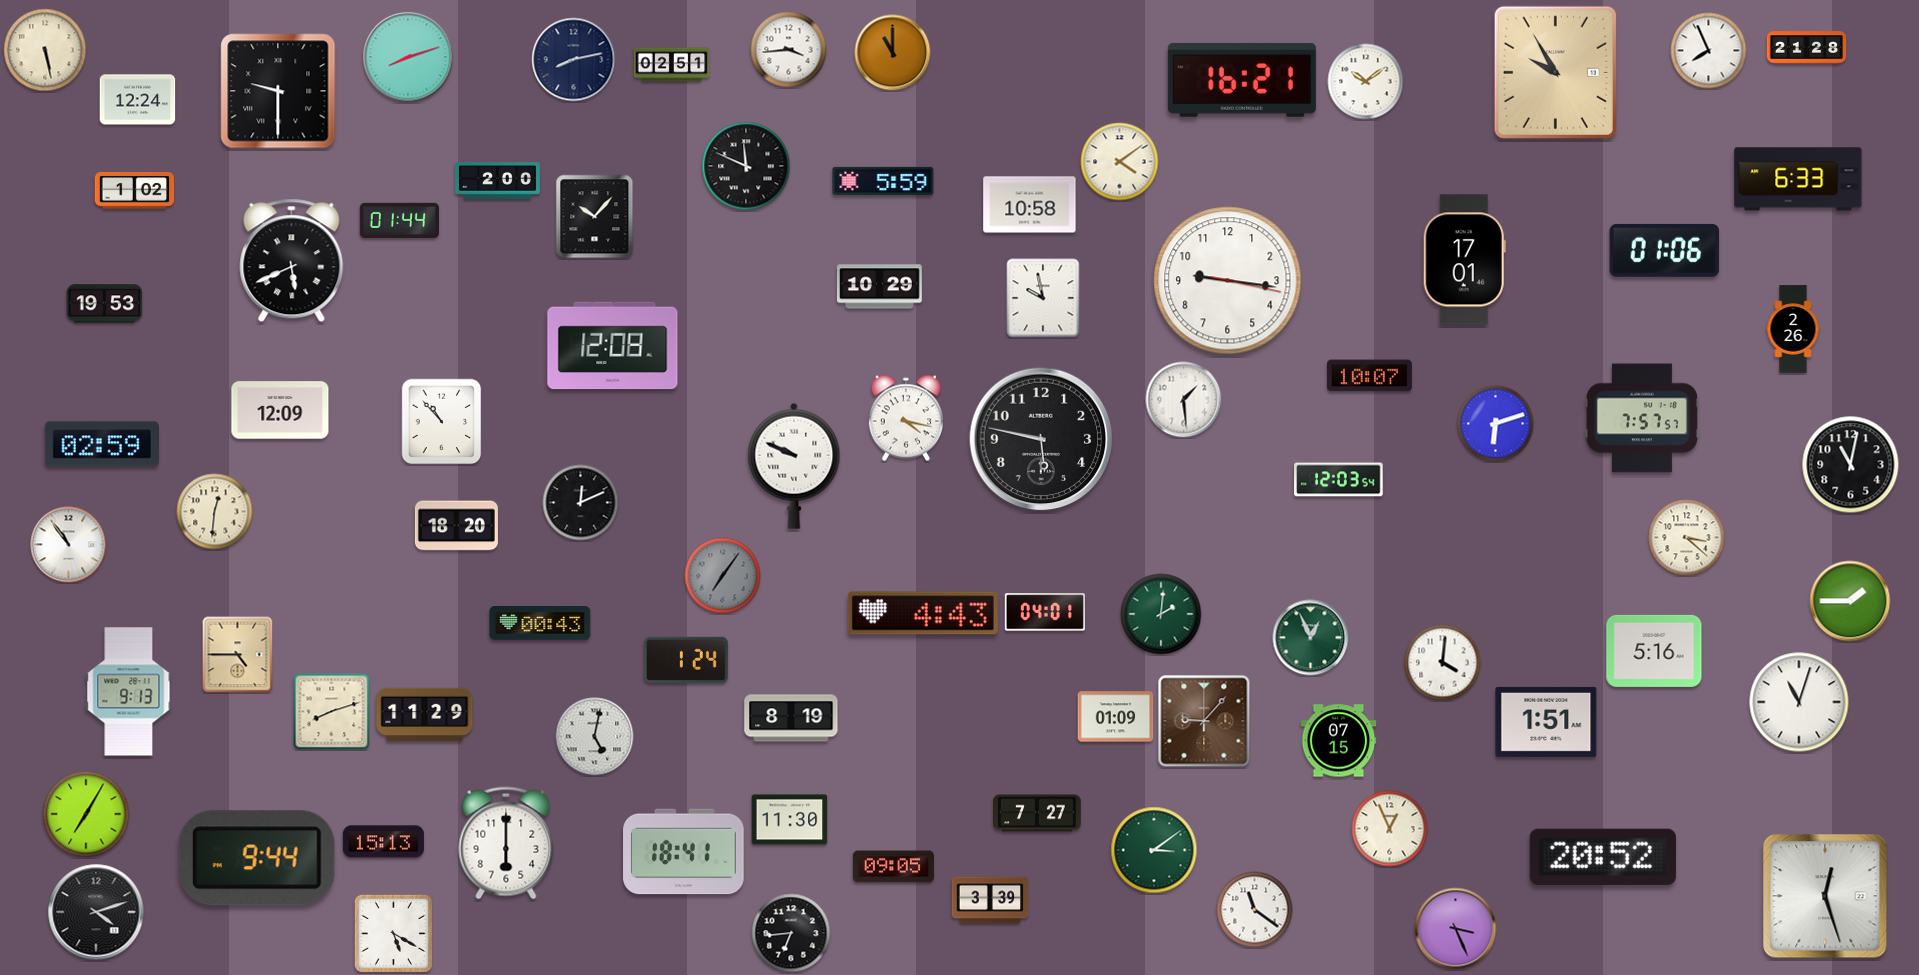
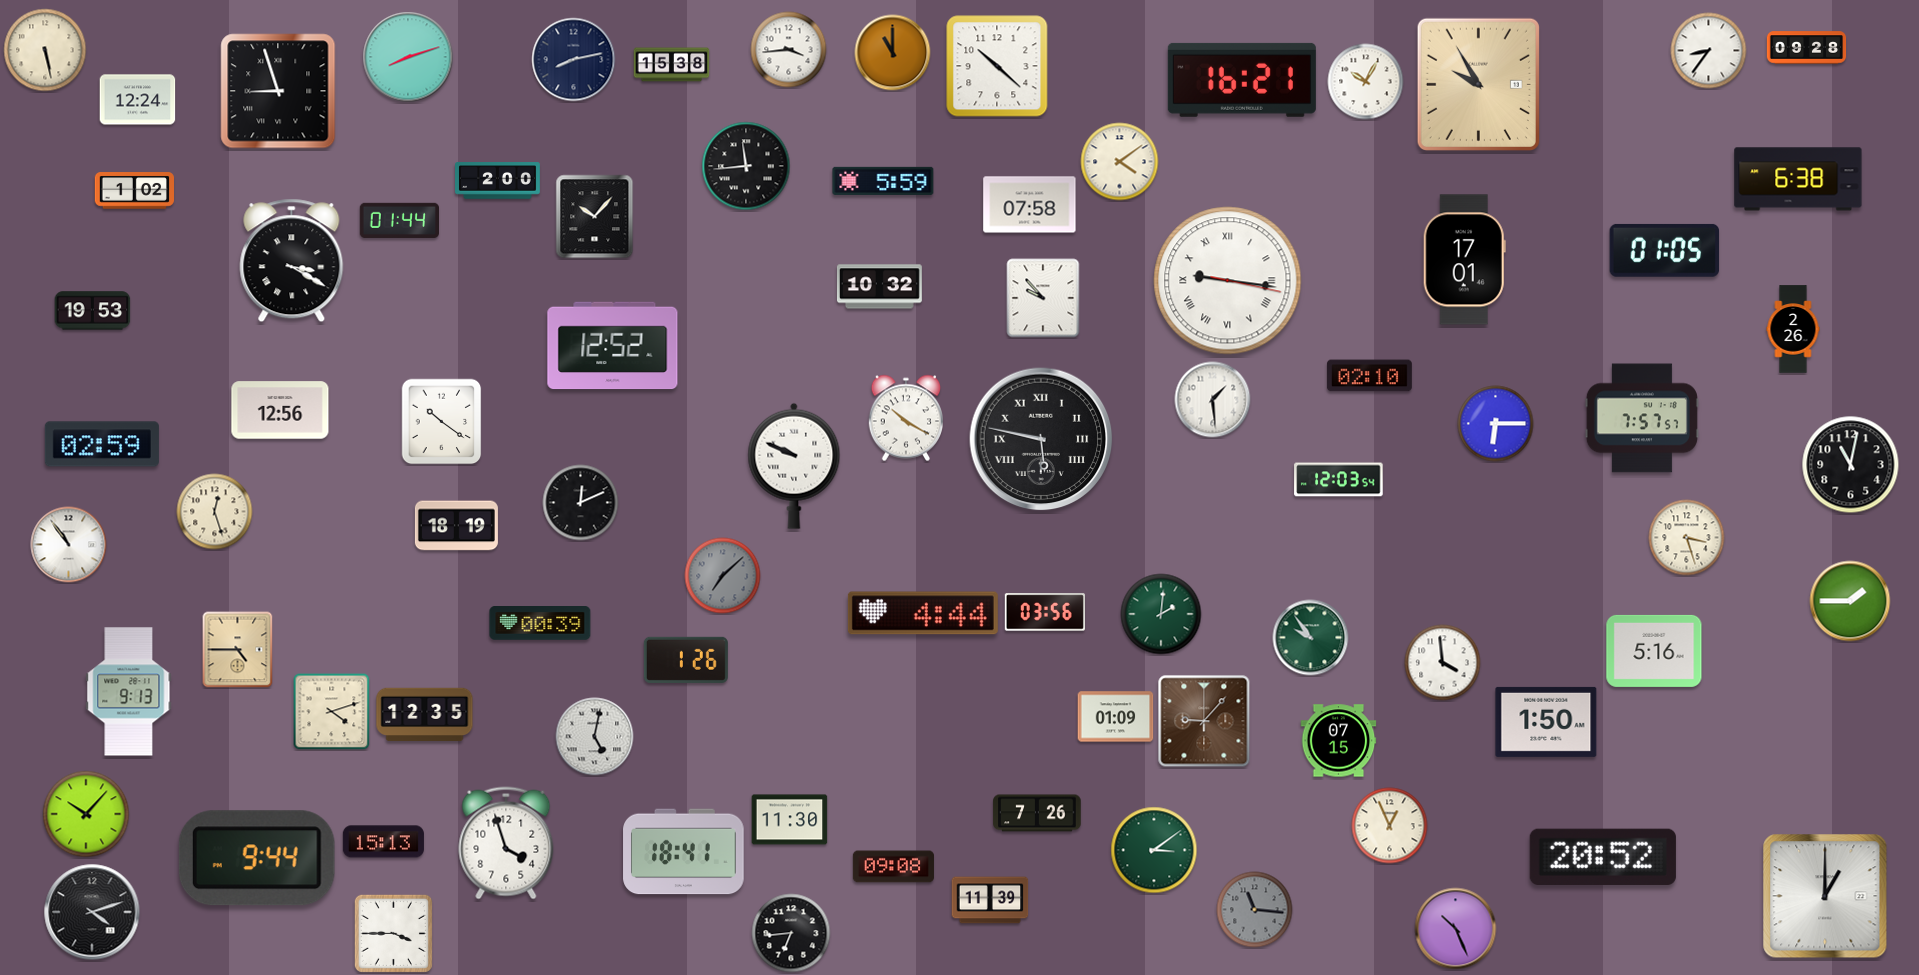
clock at (1807, 48): 21:28 -> 09:28
clock at (1709, 51): 7:56 -> 8:36
clock at (672, 65): 02:51 -> 15:38
clock at (997, 66): none -> 10:22
clock at (1555, 72) position: (1555, 72) -> (1478, 84)
clock at (1366, 82): 10:09 -> 10:05
clock at (278, 91): 9:30 -> 8:57
clock at (746, 166): 11:49 -> 11:44
clock at (1798, 179): 6:33 -> 6:38
clock at (1030, 205): 10:58 -> 07:58
clock at (1665, 250): 01:06 -> 01:05
clock at (292, 261): 5:41 -> 3:20
clock at (1228, 281) numerals: Arabic -> Roman
clock at (879, 287): 10:29 -> 10:32
clock at (1043, 298): 9:58 -> 9:53
clock at (105, 304) position: (105, 304) -> (93, 311)
clock at (613, 346): 12:08 -> 12:52
clock at (1369, 376): 10:07 -> 02:10
clock at (1184, 400) position: (1184, 400) -> (1213, 400)
clock at (280, 410): 12:09 -> 12:56
clock at (905, 418): 4:17 -> 10:20
clock at (442, 422): 10:53 -> 10:21
clock at (1496, 424): 6:12 -> 6:15
clock at (1041, 439) numerals: Arabic -> Roman
clock at (215, 512): 12:31 -> 12:27
clock at (456, 526): 18:20 -> 18:19
clock at (1687, 538): 3:22 -> 3:27
clock at (723, 576): 7:06 -> 7:08
clock at (1045, 612): 04:01 -> 03:56
clock at (923, 613): 4:43 -> 4:44
clock at (540, 623): 00:43 -> 00:39
clock at (1311, 638): 12:56 -> 9:54
clock at (238, 655) position: (238, 655) -> (238, 650)
clock at (686, 660): 1:24 -> 1:26
clock at (1443, 663): 4:01 -> 3:59
clock at (1799, 702): 11:03 -> none
clock at (332, 712): 8:12 -> 4:12
clock at (425, 715): 11:29 -> 12:35
clock at (791, 718): 8:19 -> none
clock at (1546, 722): 1:51 -> 1:50
clock at (1037, 813): 7:27 -> 7:26
clock at (86, 814): 7:05 -> 10:07
clock at (1390, 829) position: (1390, 829) -> (1390, 826)
clock at (506, 843): 6:00 -> 3:57
clock at (893, 867): 09:05 -> 09:08
clock at (1825, 896): 12:27 -> 1:00
clock at (990, 900): 3:39 -> 11:39
clock at (1255, 910): 11:21 -> 11:16
clock at (1255, 910) dial: white -> grey
clock at (96, 912) position: (96, 912) -> (92, 912)
clock at (1456, 929): 3:26 -> 10:26
clock at (393, 933): 5:20 -> 3:45
